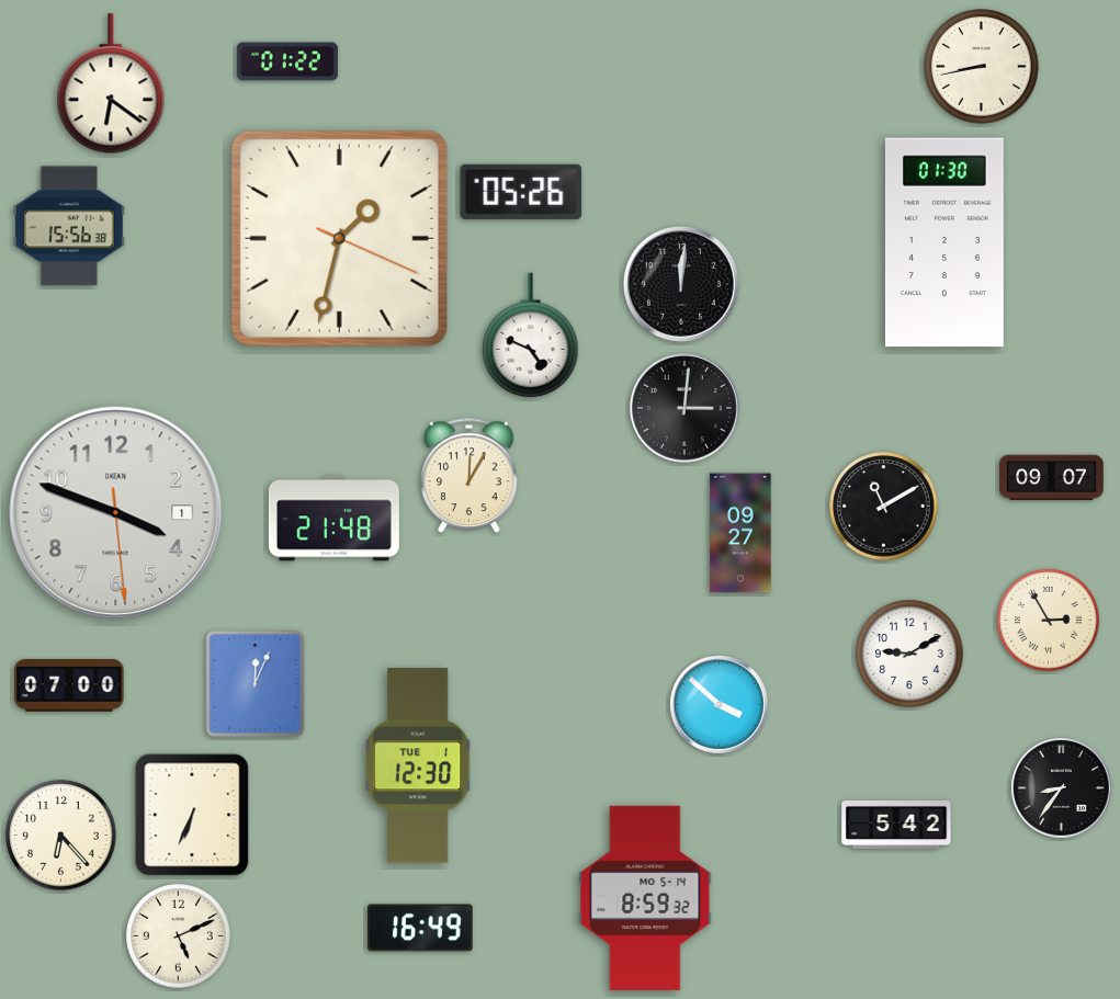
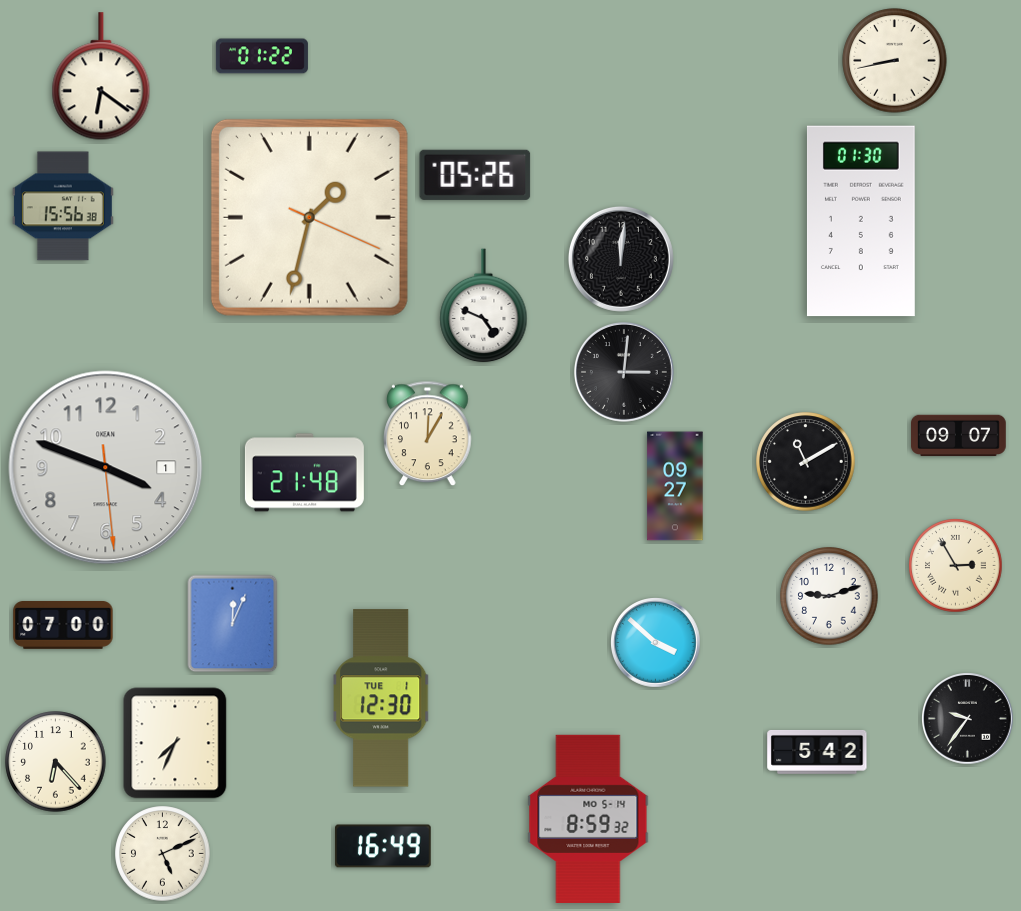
clock at (909, 654): 9:10 -> 9:12
clock at (1062, 788): 8:36 -> 9:36
clock at (192, 815): 6:34 -> 7:34
